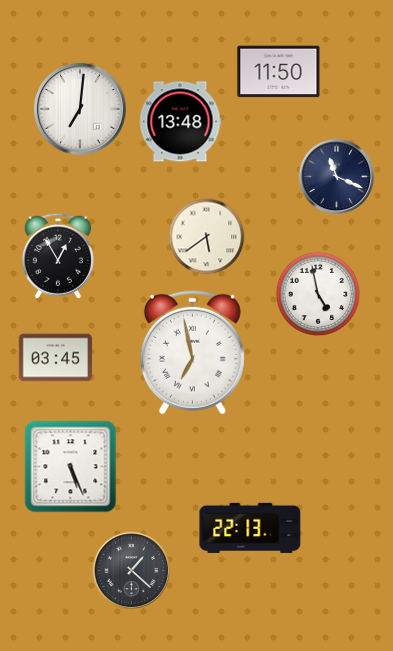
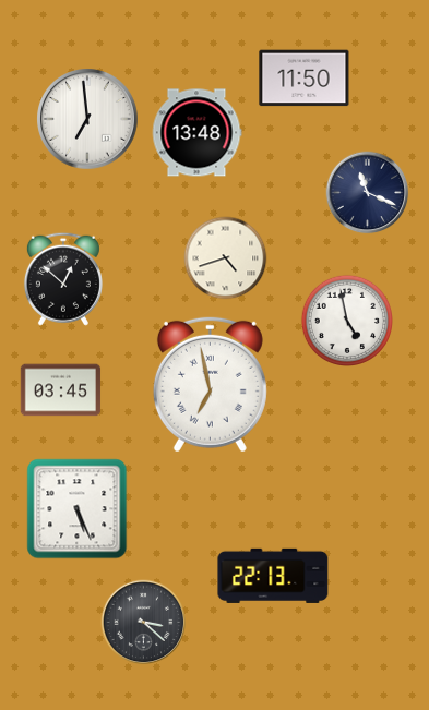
clock at (80, 109): 7:01 -> 6:59
clock at (207, 237): 5:39 -> 4:42
clock at (58, 256): 12:55 -> 12:52
clock at (132, 571): 1:22 -> 3:22
